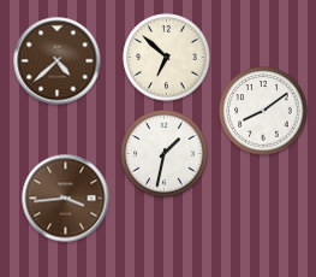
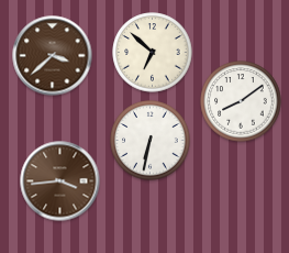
clock at (58, 61): 4:38 -> 3:38
clock at (165, 154): 1:32 -> 6:32
